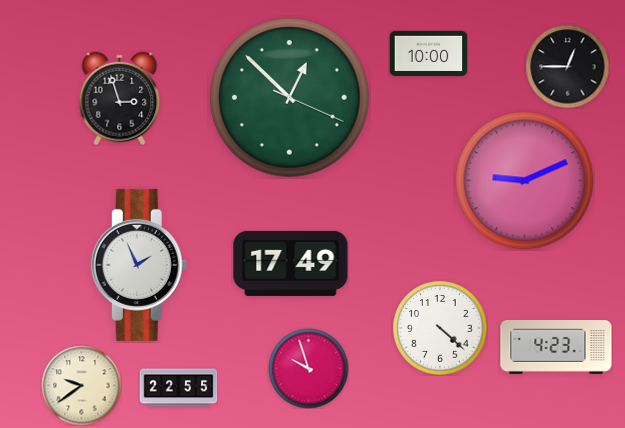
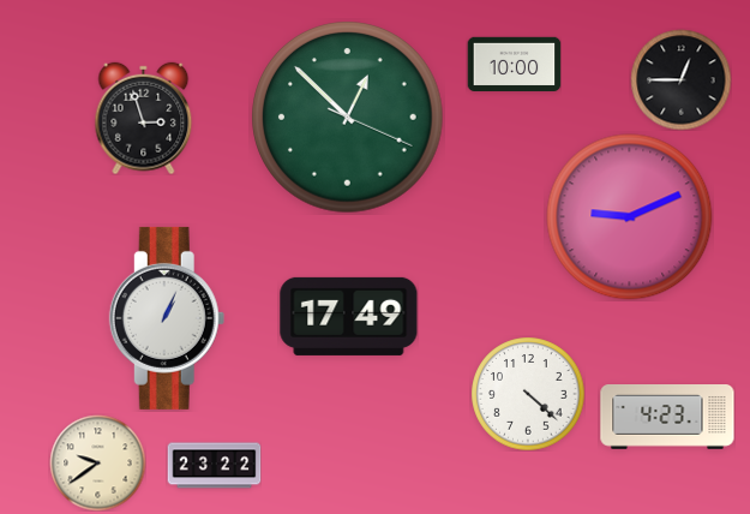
clock at (139, 265): 1:56 -> 1:04
clock at (308, 368): 9:57 -> none
clock at (178, 388): 22:55 -> 23:22
